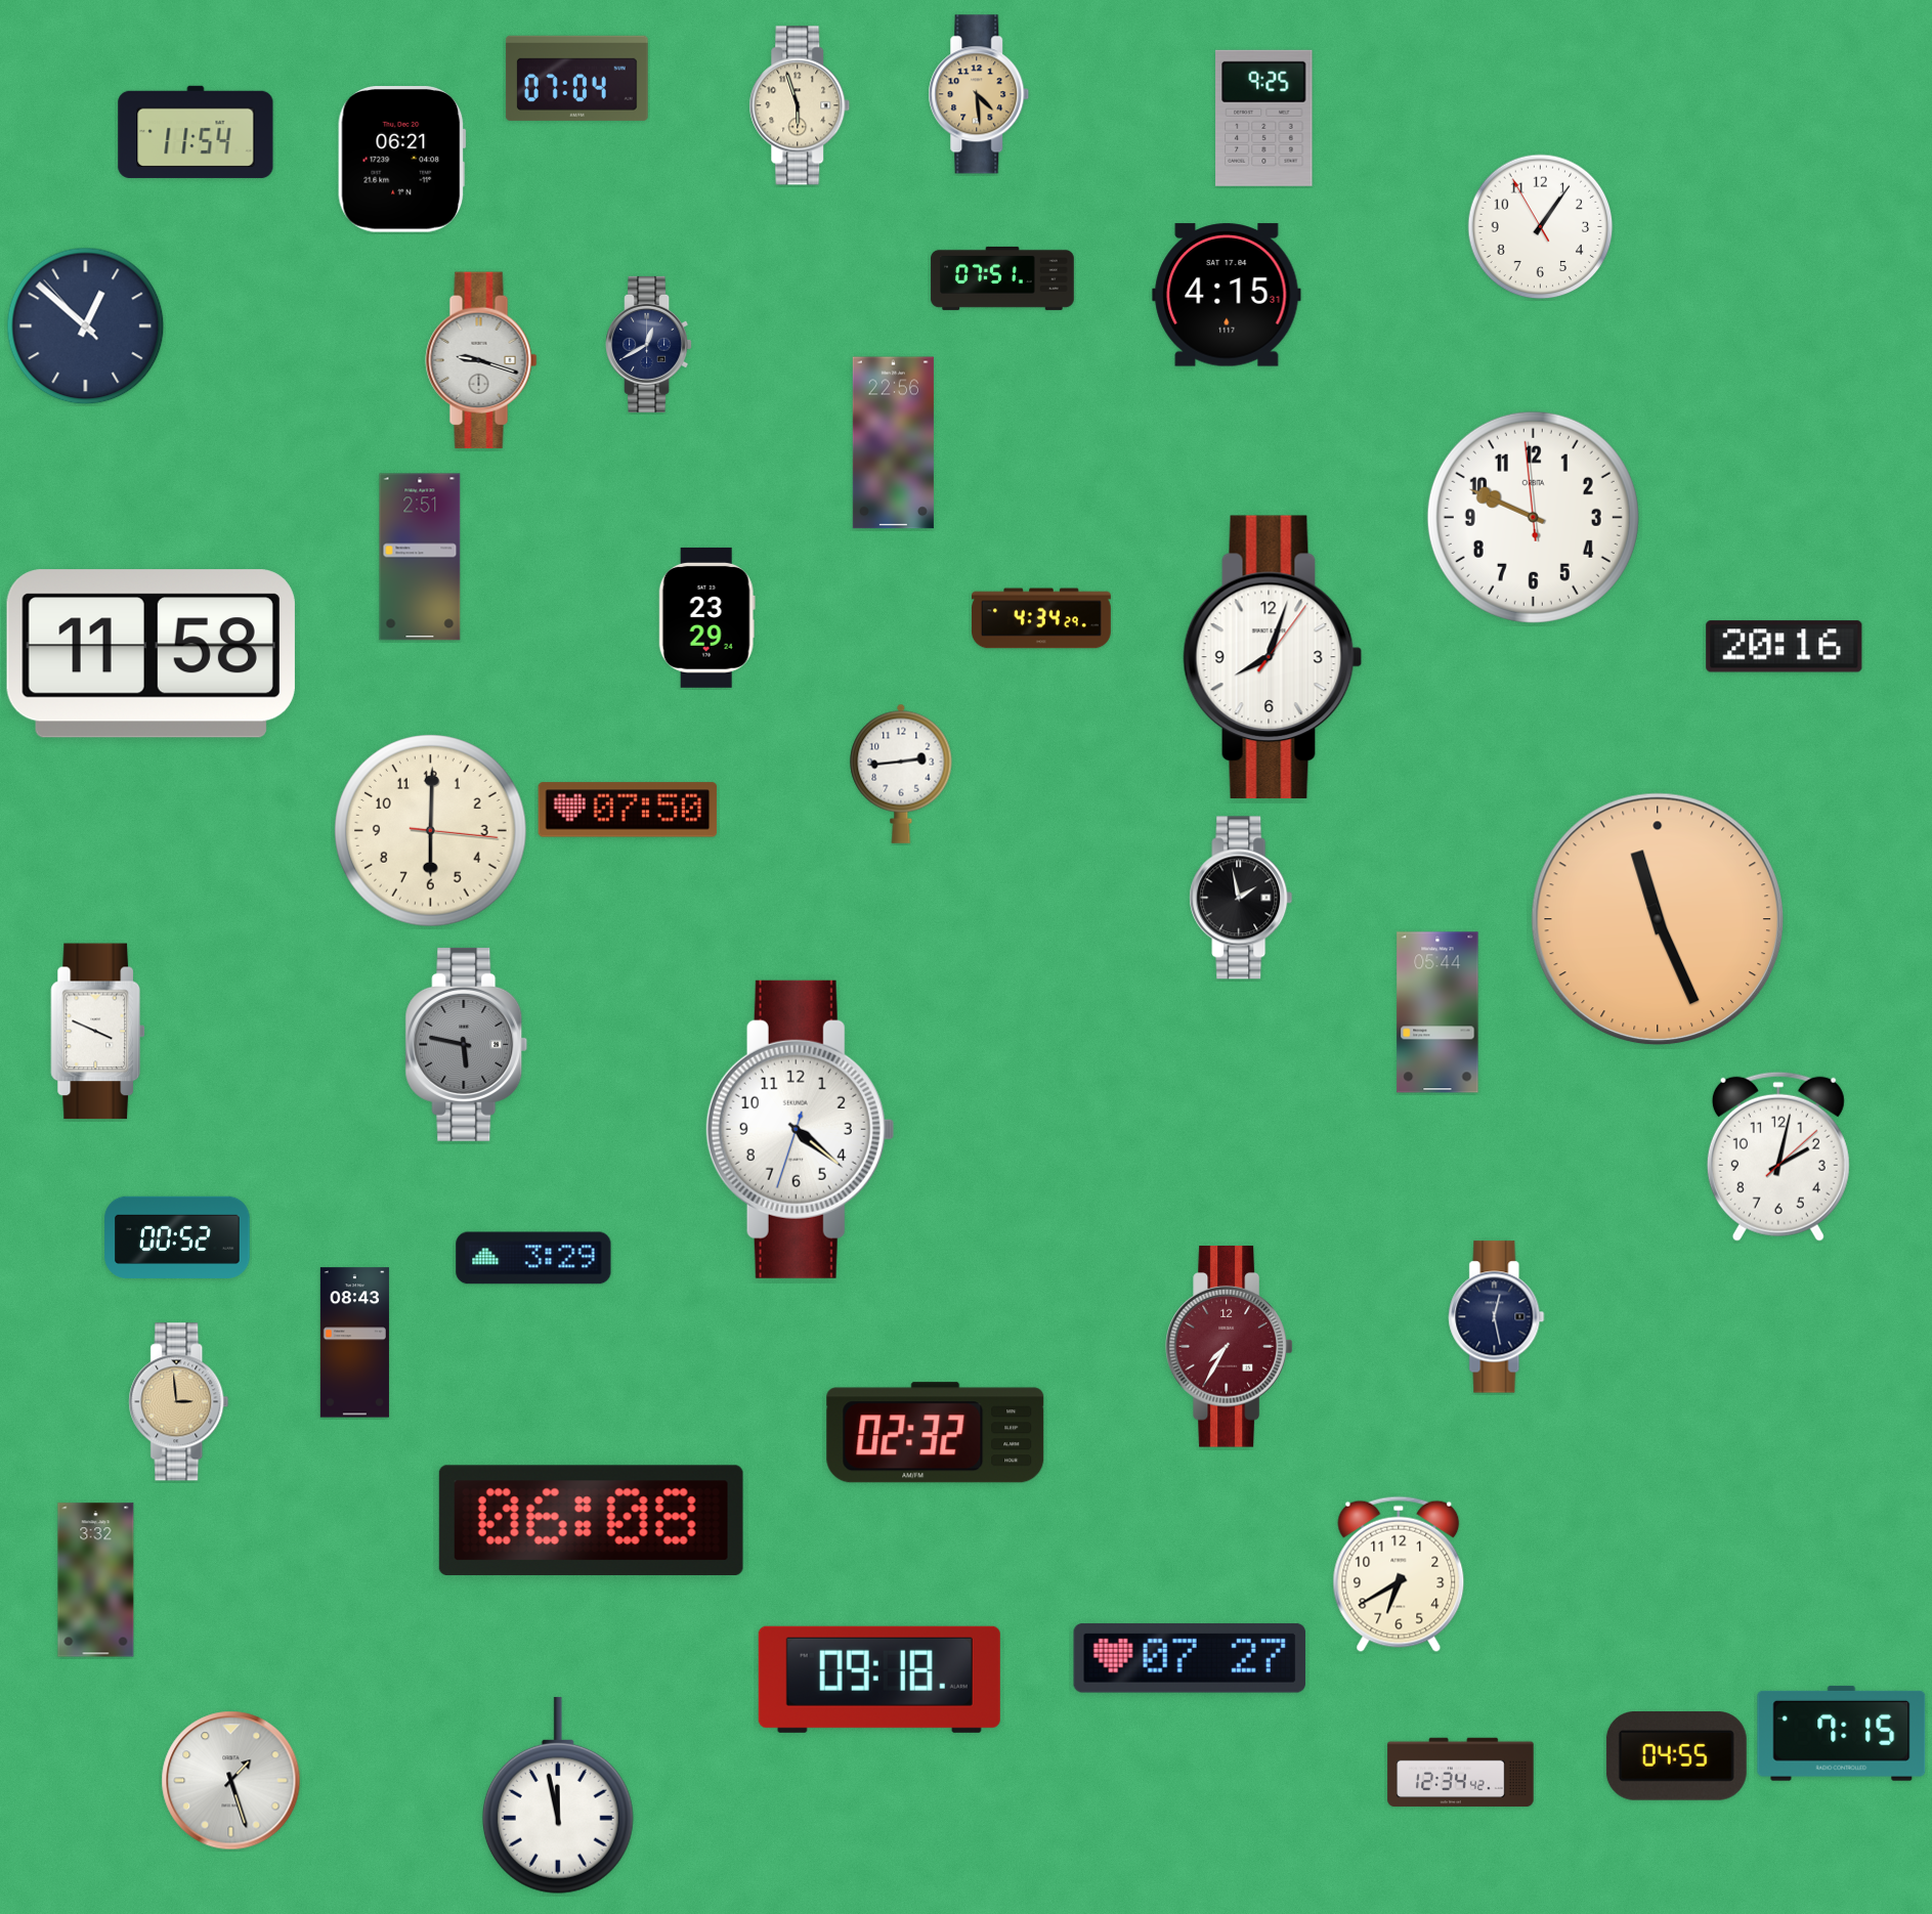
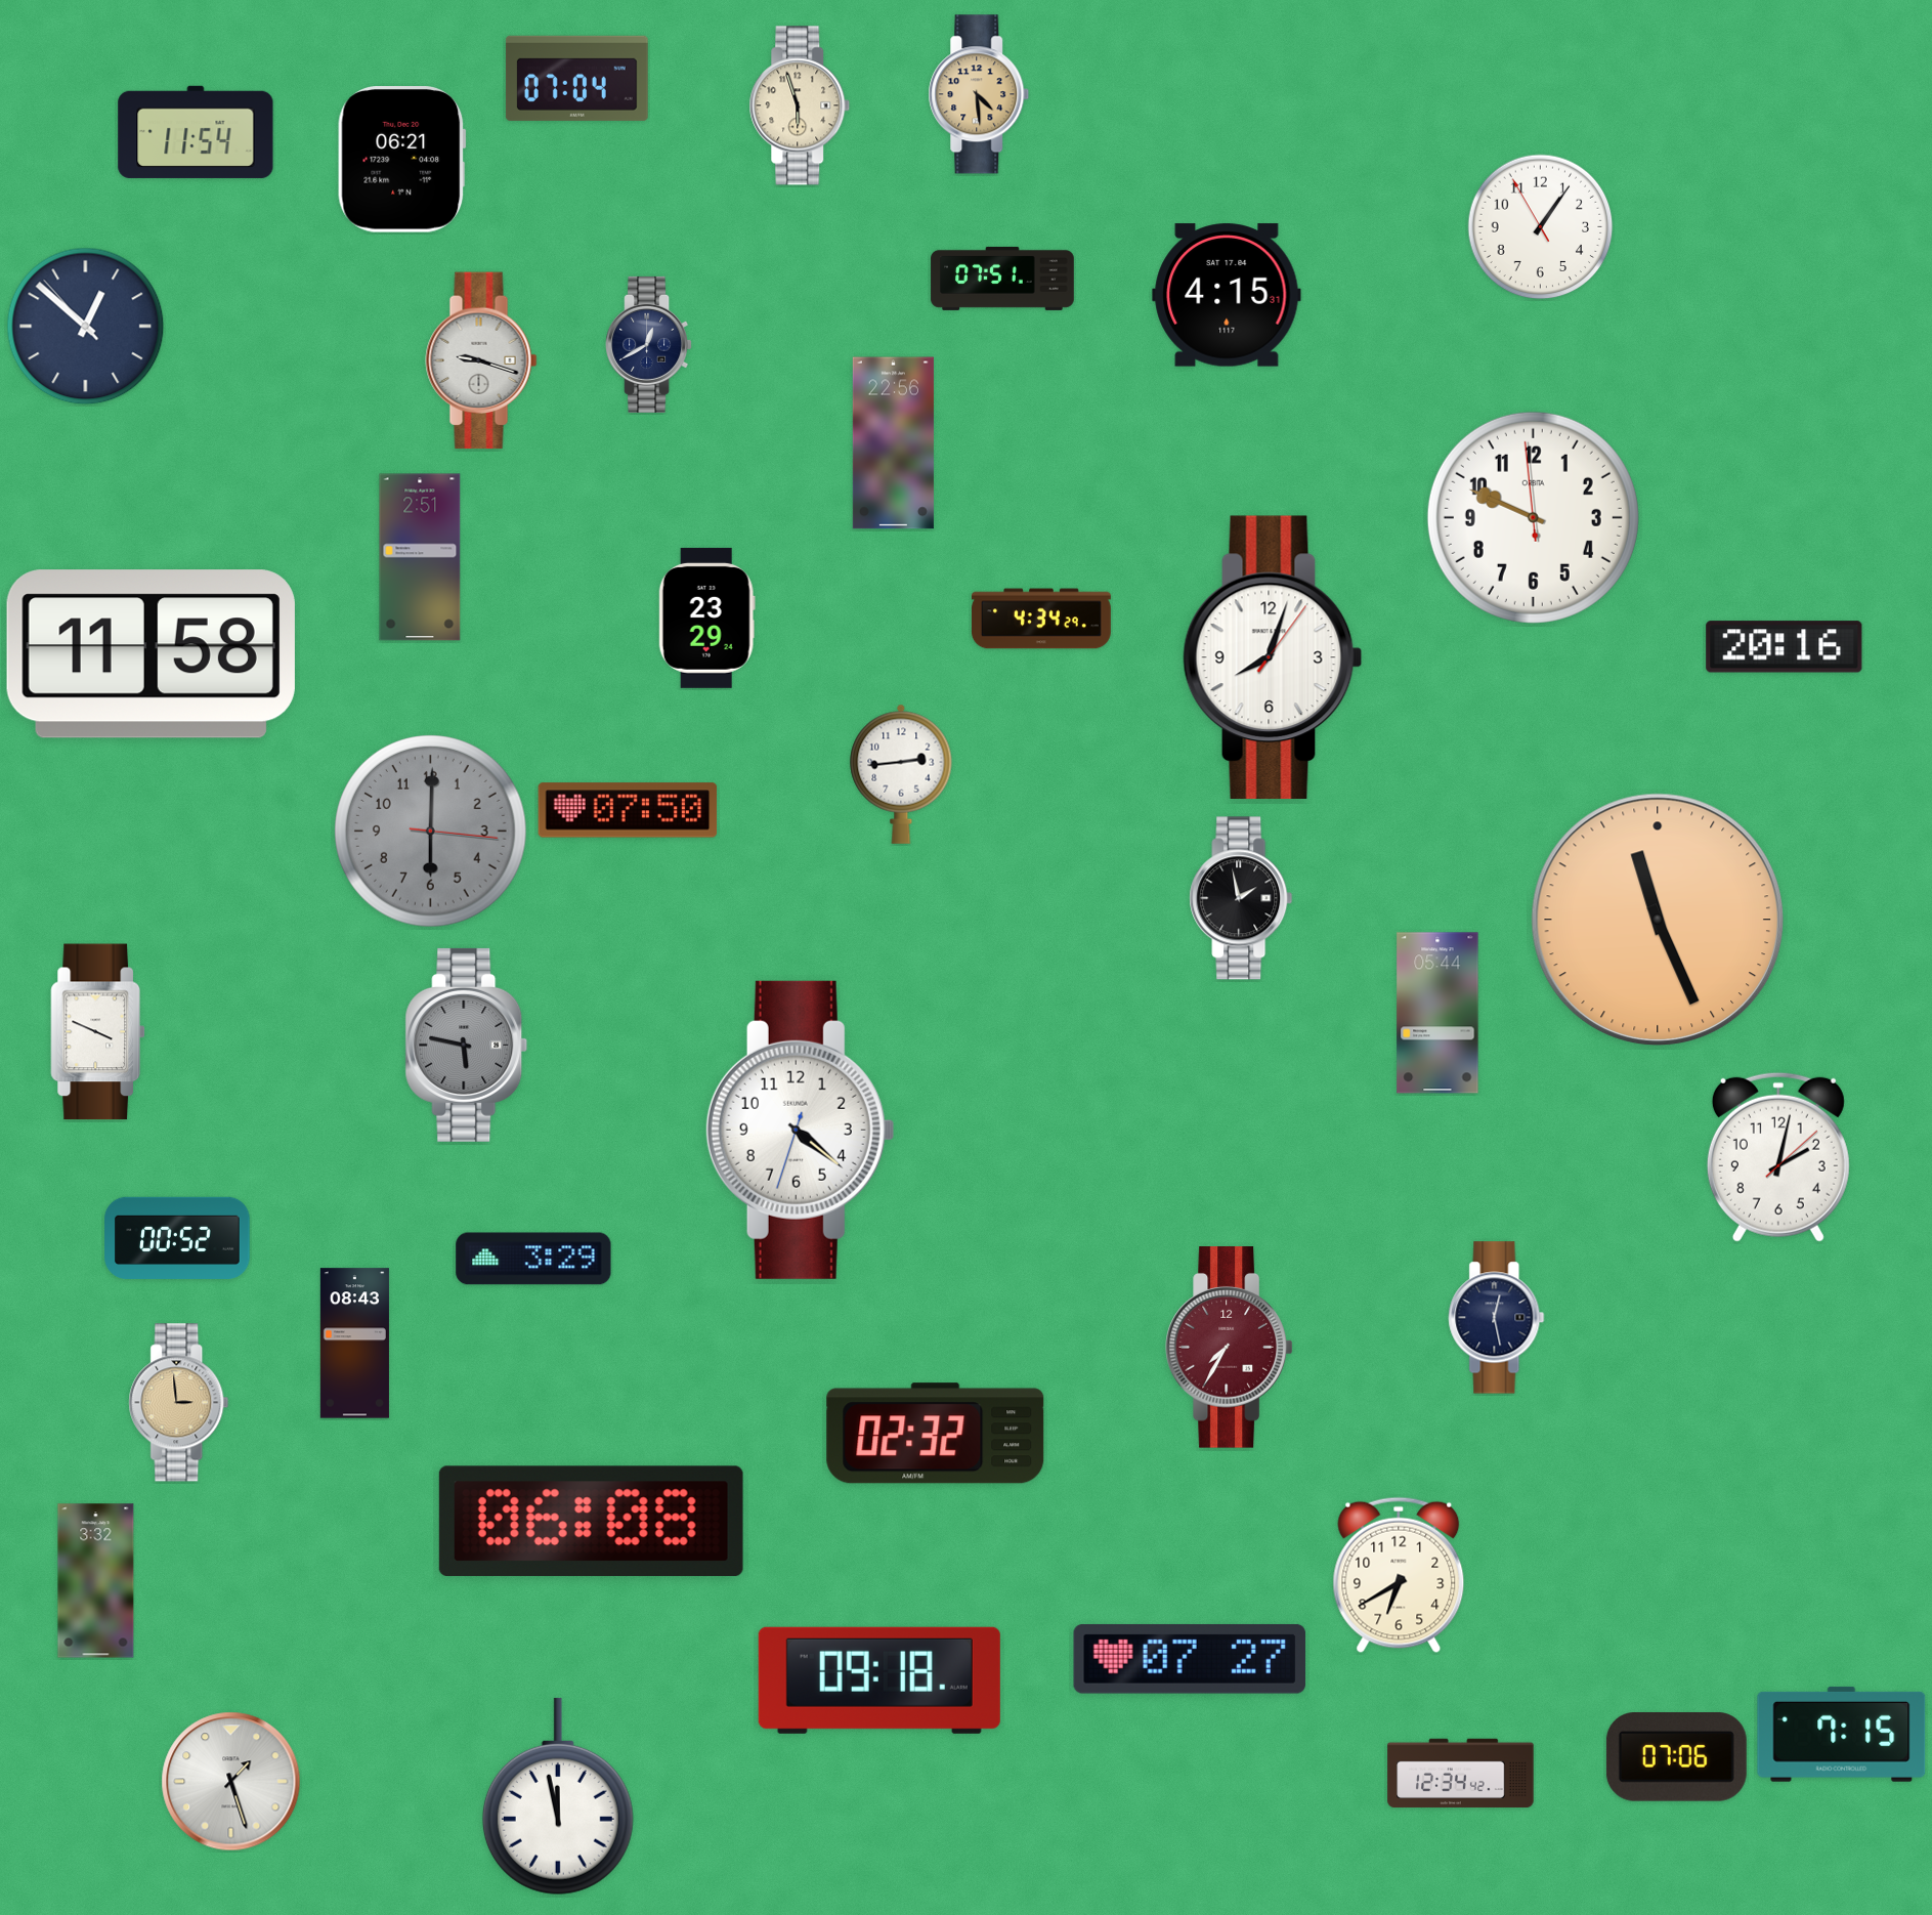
clock at (1264, 118): 9:25 -> none
clock at (431, 831) dial: cream -> grey
clock at (1676, 1756): 04:55 -> 07:06
